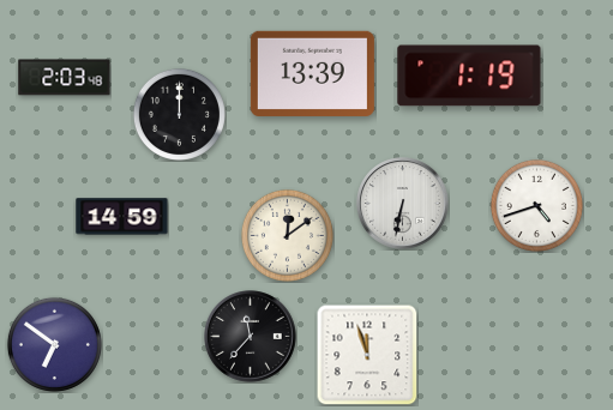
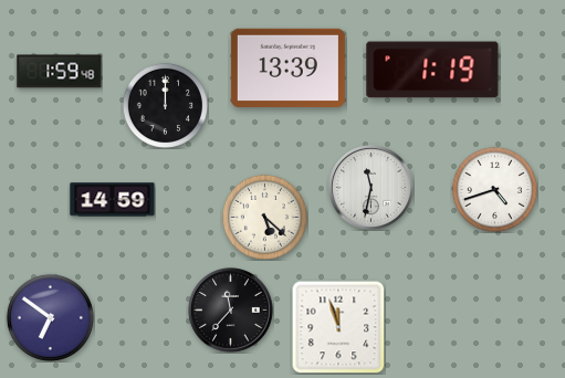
clock at (65, 78): 2:03 -> 1:59
clock at (403, 204): 6:32 -> 11:32
clock at (287, 235): 12:09 -> 5:22
